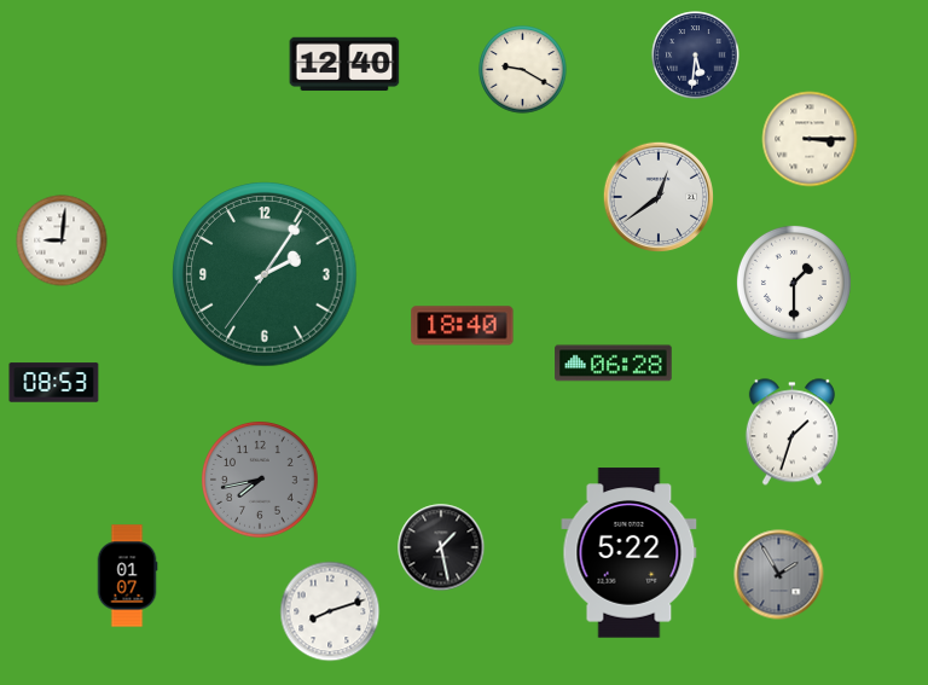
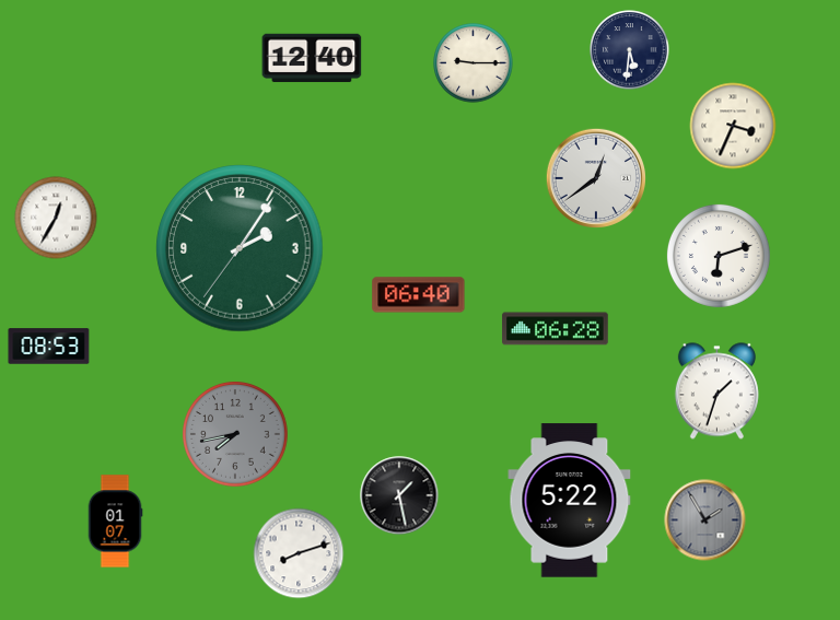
clock at (523, 70): 9:20 -> 9:15
clock at (810, 139): 3:15 -> 3:34
clock at (62, 240): 9:01 -> 12:35
clock at (794, 283): 1:30 -> 6:12
clock at (463, 326): 18:40 -> 06:40
